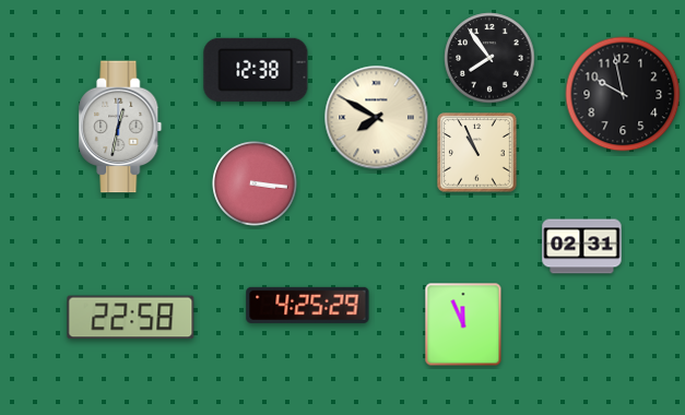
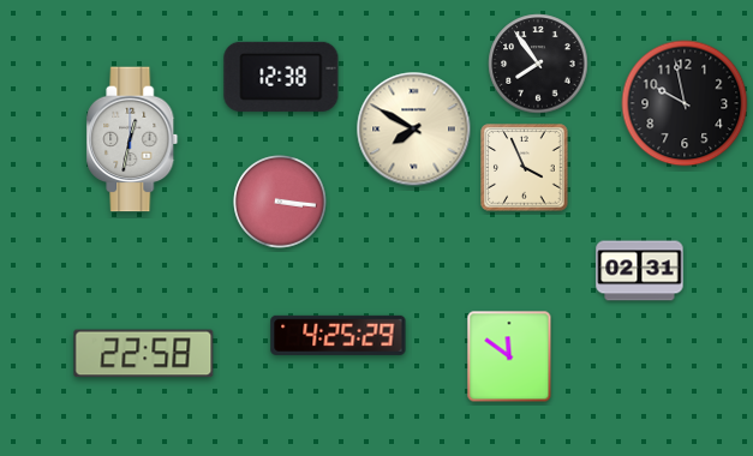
clock at (477, 153): 10:56 -> 3:56
clock at (131, 318) position: (131, 318) -> (144, 354)
clock at (463, 324): 11:56 -> 11:51
